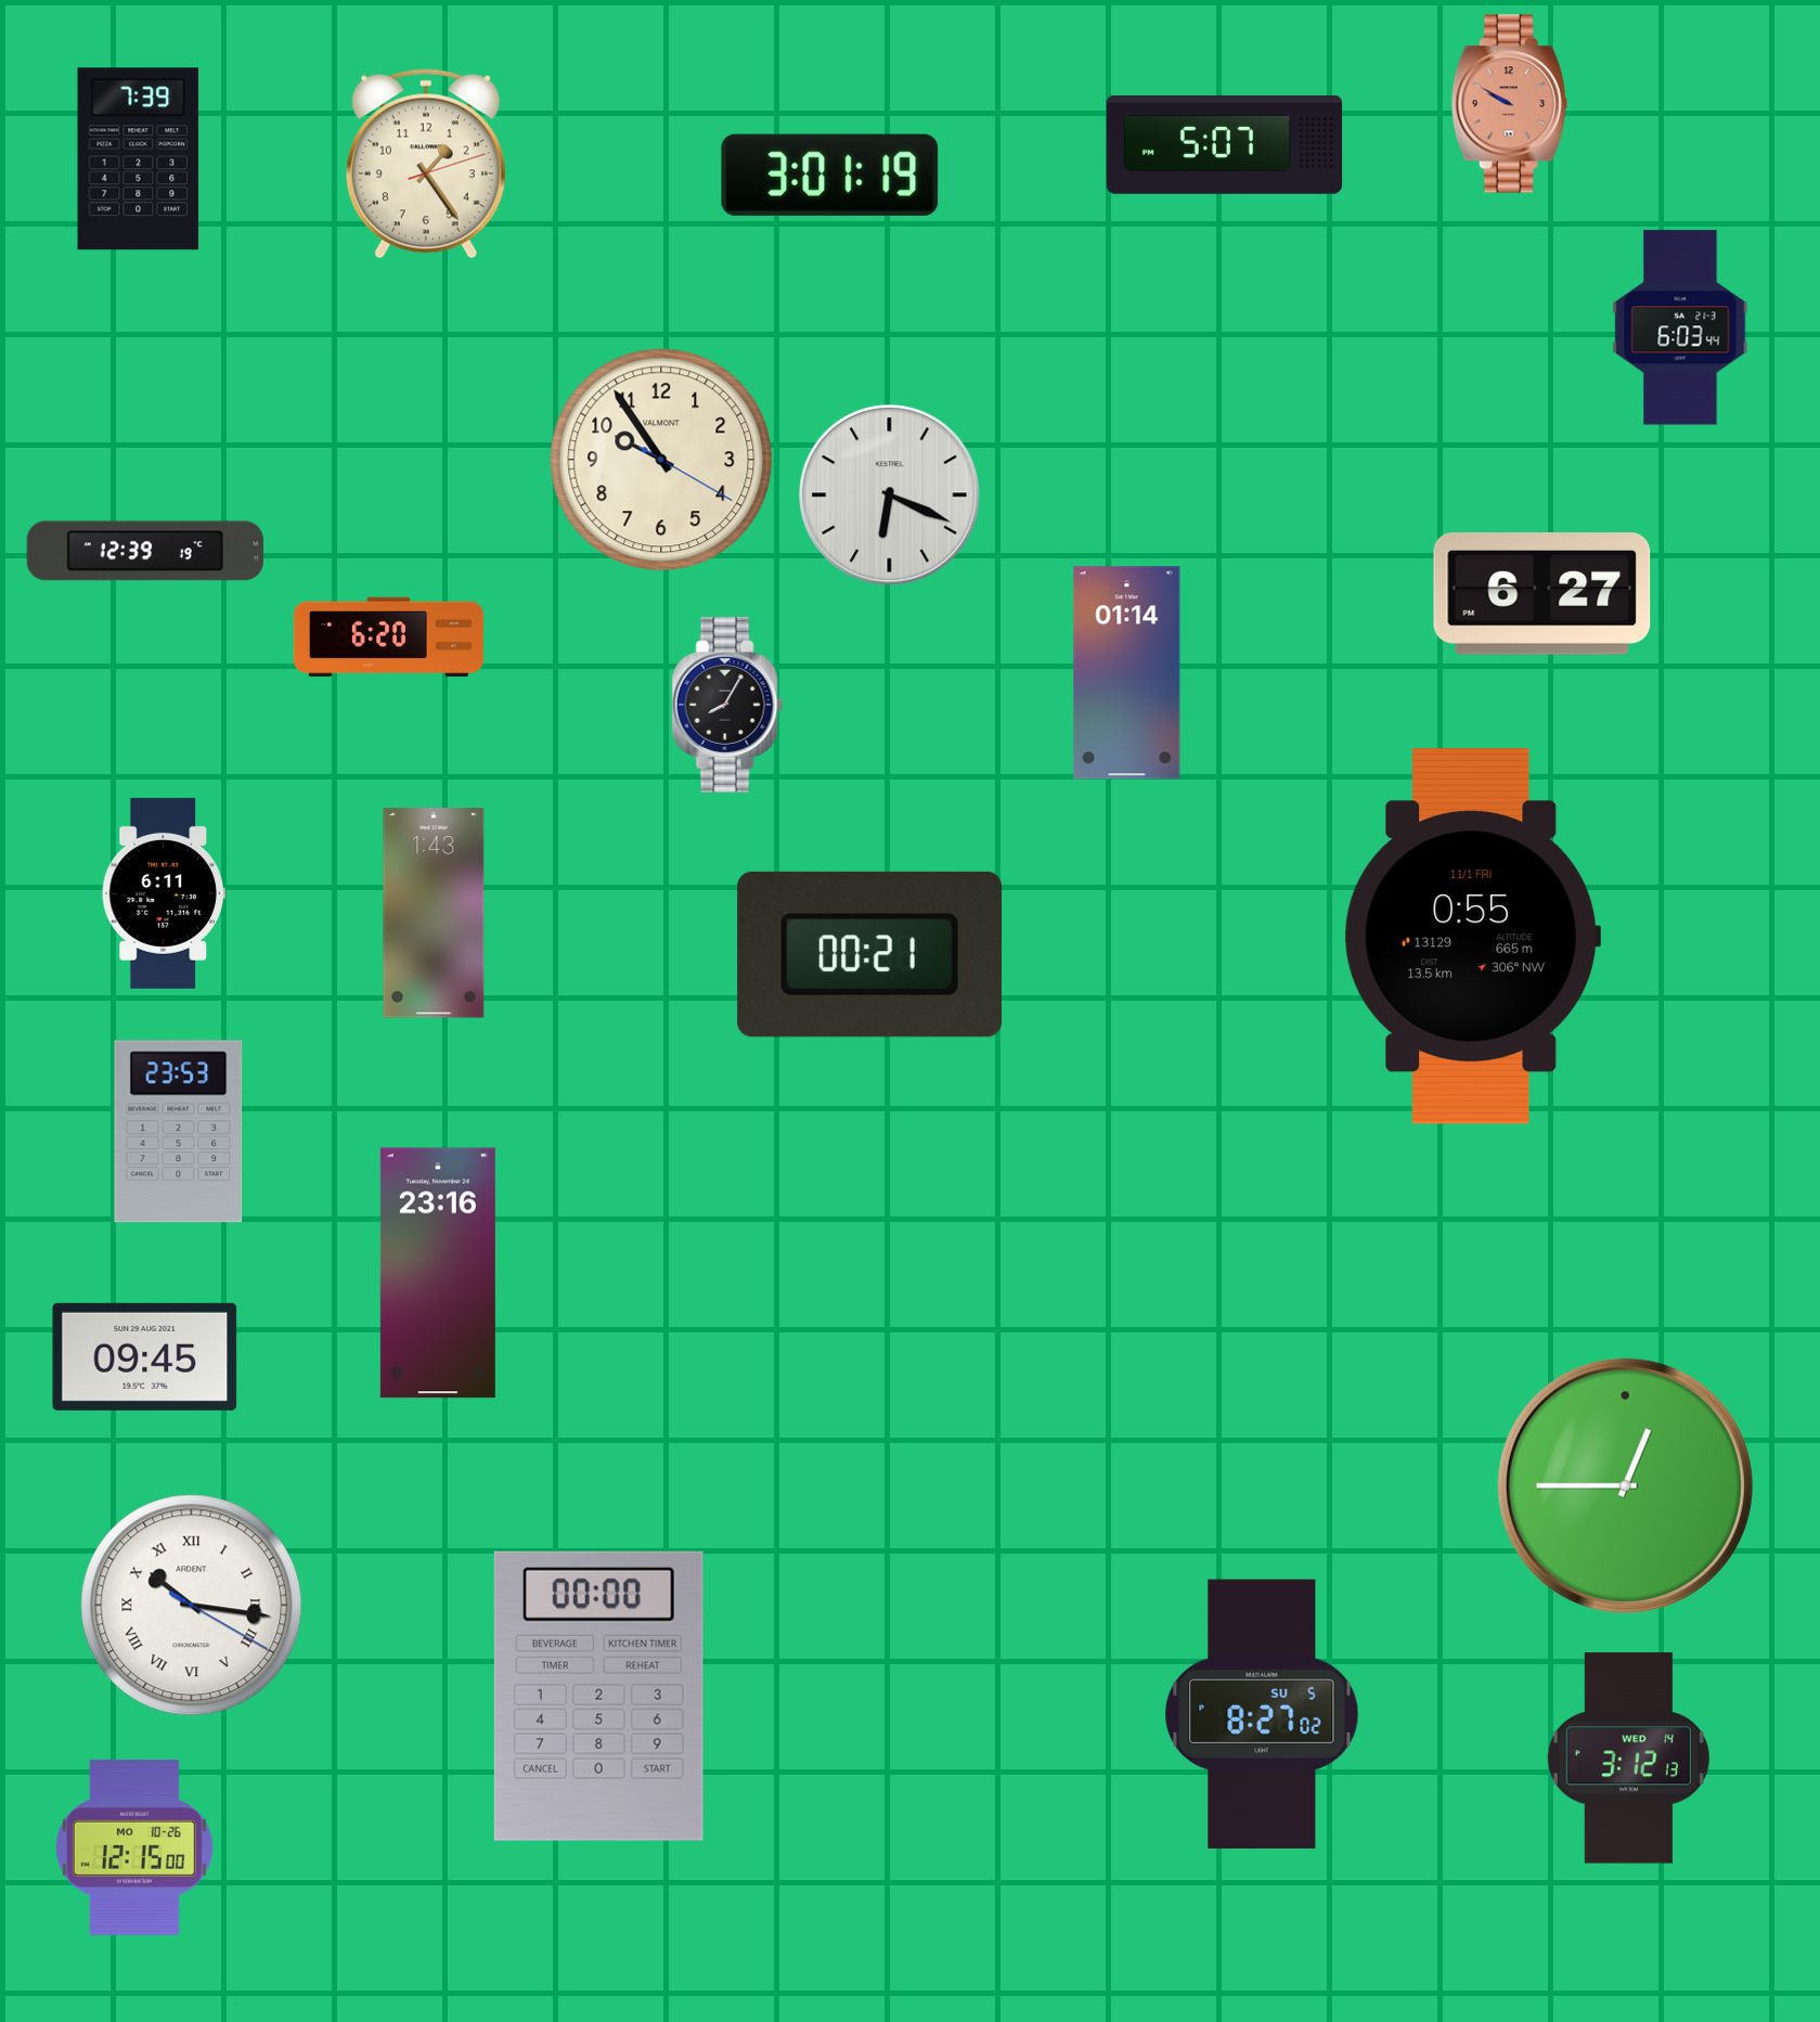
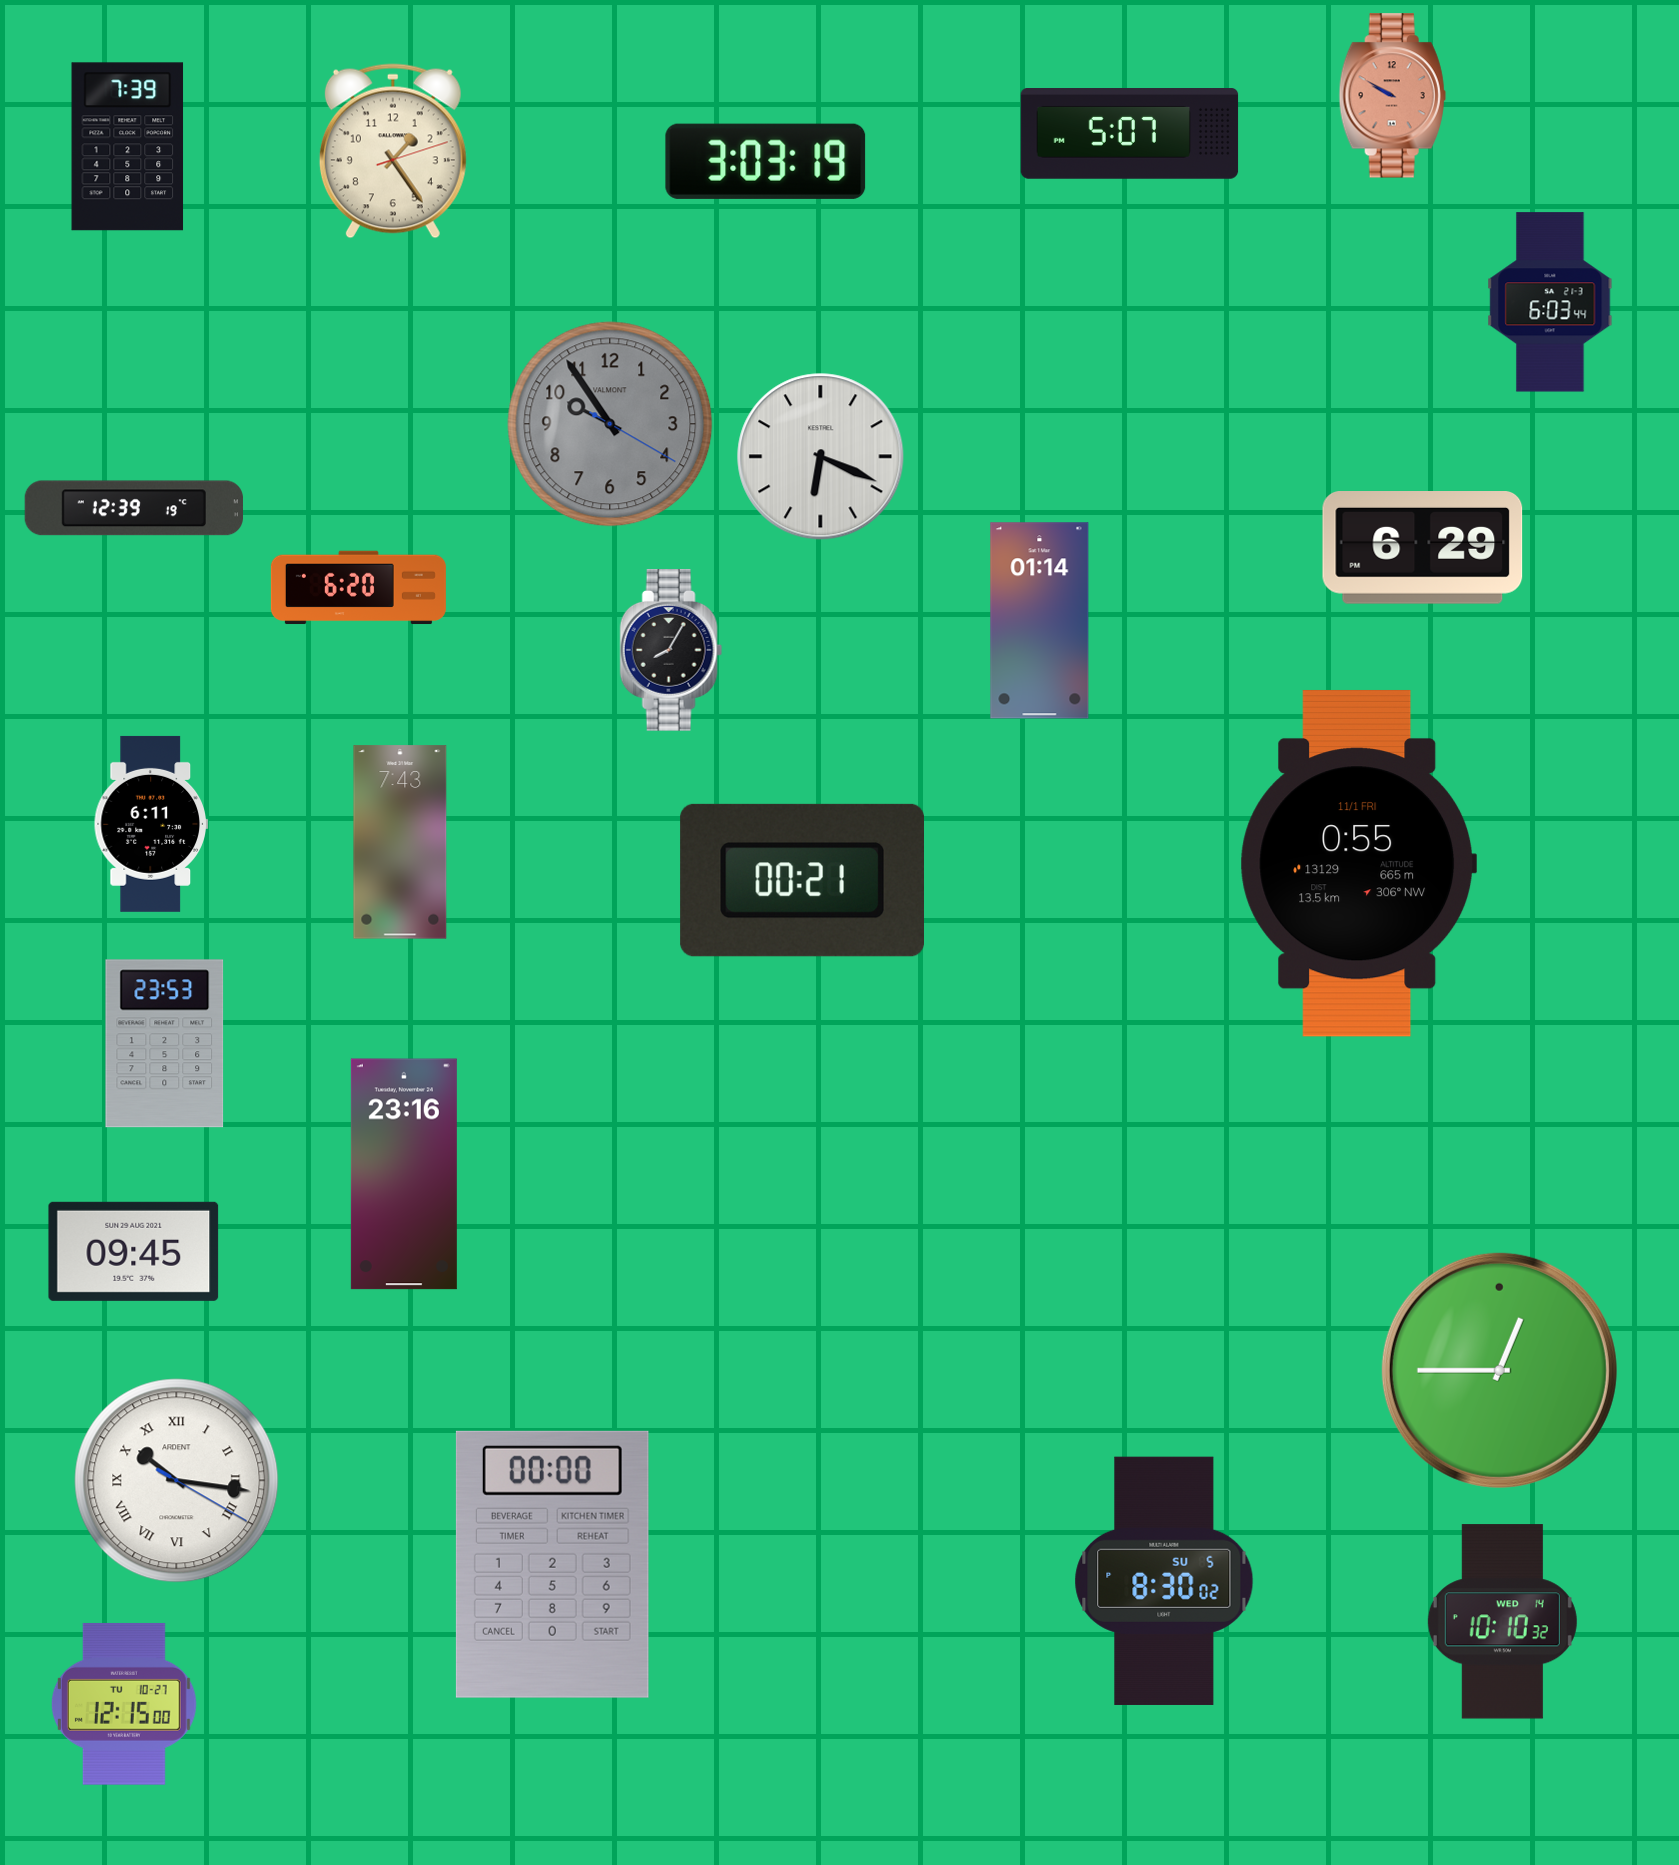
clock at (830, 175): 3:01 -> 3:03
clock at (661, 460) dial: cream -> grey
clock at (1543, 594): 6:27 -> 6:29
clock at (434, 913): 1:43 -> 7:43
clock at (1262, 1714): 8:27 -> 8:30
clock at (1628, 1759): 3:12 -> 10:10
clock at (134, 1847) date: MO 10-26 -> TU 10-27
